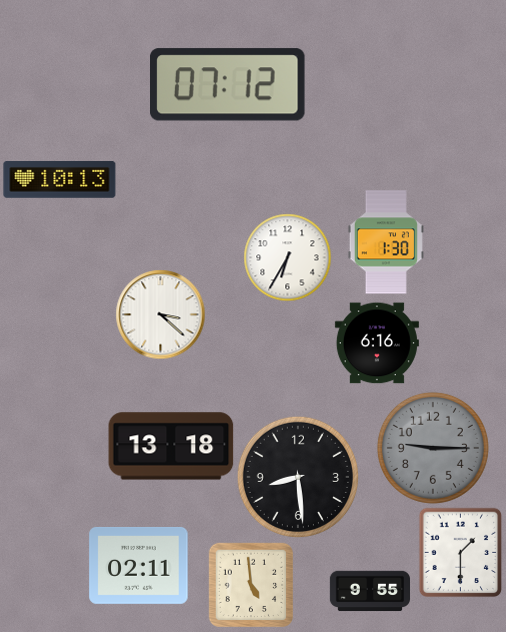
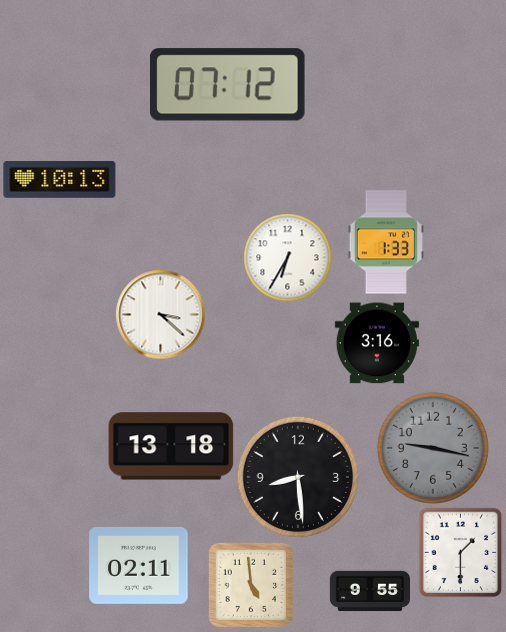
clock at (386, 242): 1:30 -> 1:33
clock at (377, 343): 6:16 -> 3:16
clock at (433, 448): 9:15 -> 9:17
